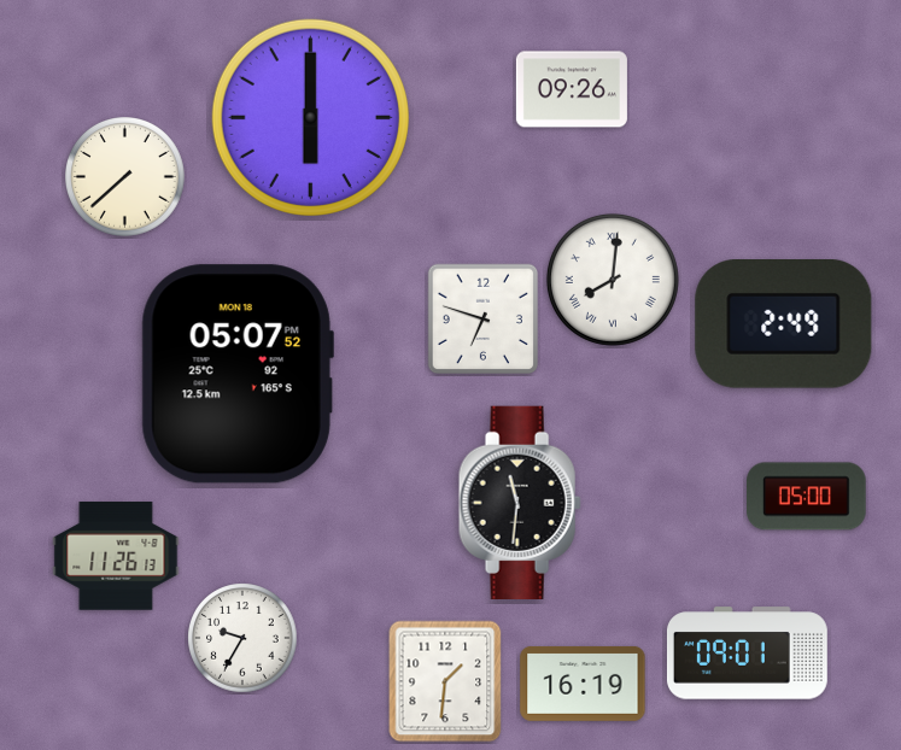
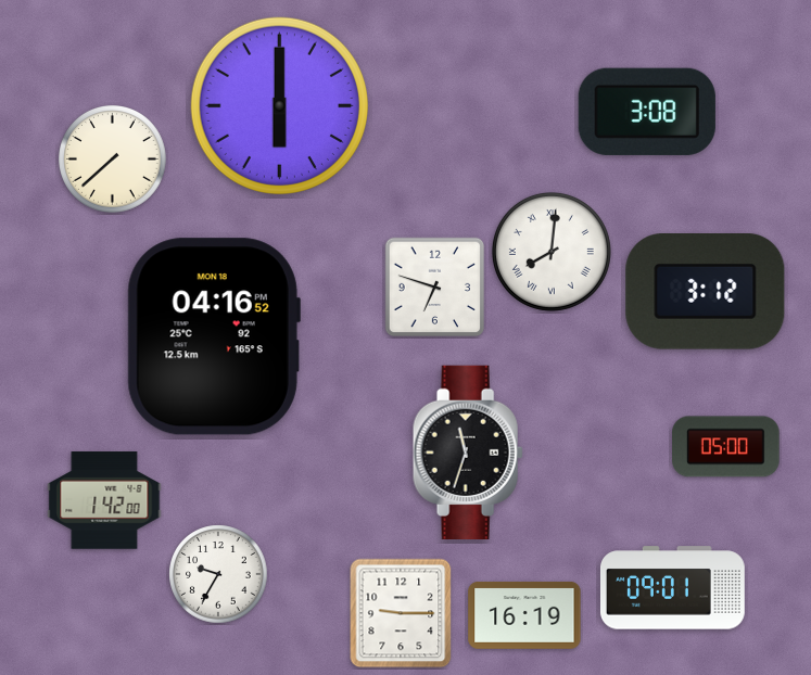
clock at (572, 89): 09:26 -> none
clock at (647, 112): none -> 3:08
clock at (784, 324): 2:49 -> 3:12
clock at (238, 374): 05:07 -> 04:16
clock at (520, 502): 11:31 -> 11:33
clock at (116, 556): 11:26 -> 1:42
clock at (445, 681): 1:31 -> 9:15
